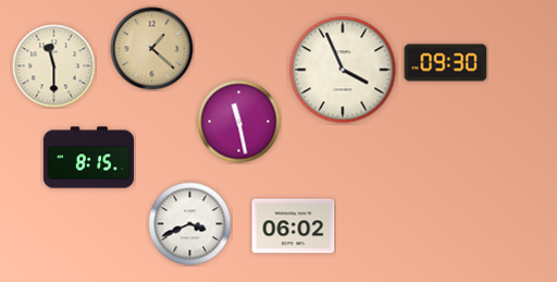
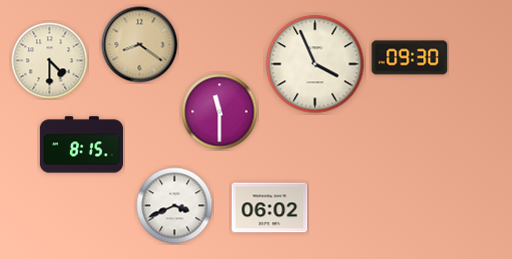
clock at (152, 49): 1:22 -> 8:21
clock at (54, 66): 11:30 -> 4:30
clock at (239, 122): 11:28 -> 11:30
